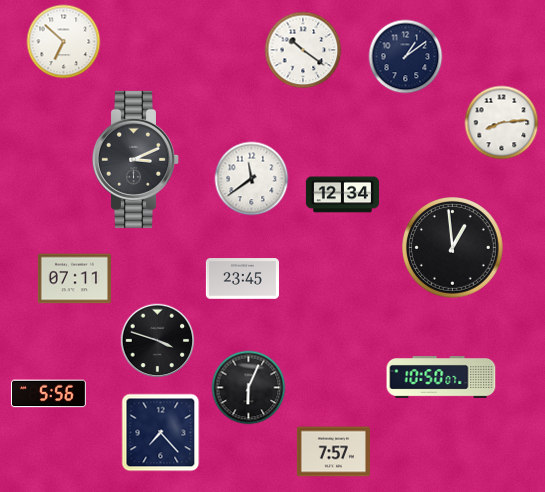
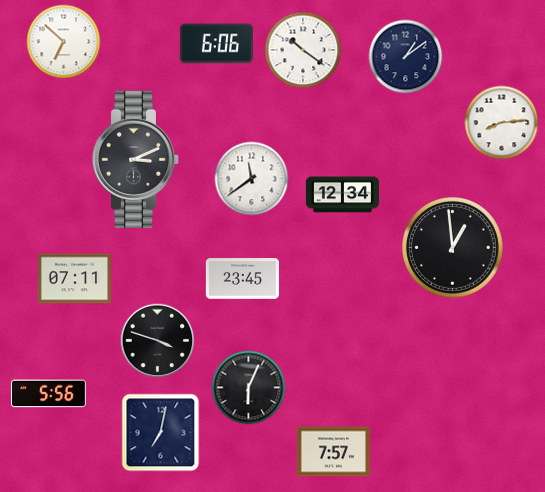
clock at (216, 44): none -> 6:06
clock at (441, 377): 10:50 -> none
clock at (161, 433): 7:23 -> 7:02
